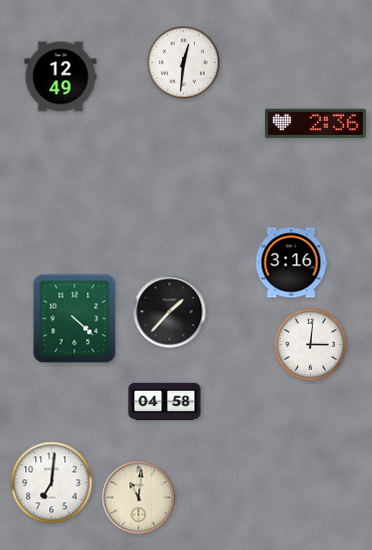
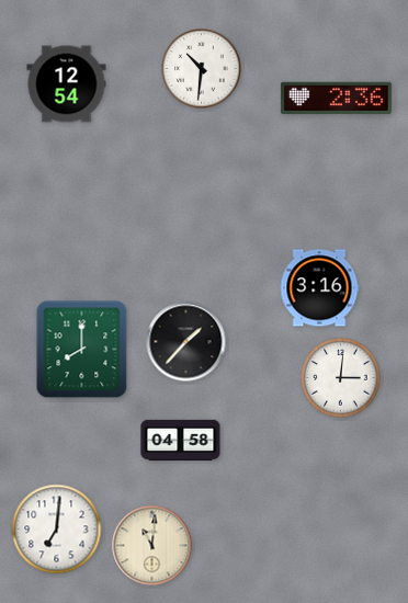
clock at (184, 63): 12:31 -> 10:31
clock at (61, 77): 12:49 -> 12:54
clock at (315, 124) position: (315, 124) -> (336, 99)
clock at (75, 319): 4:22 -> 8:00
